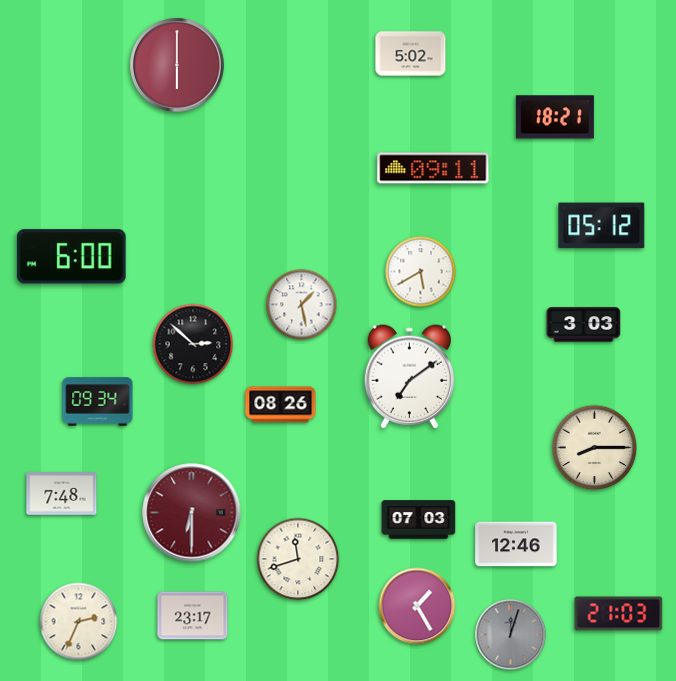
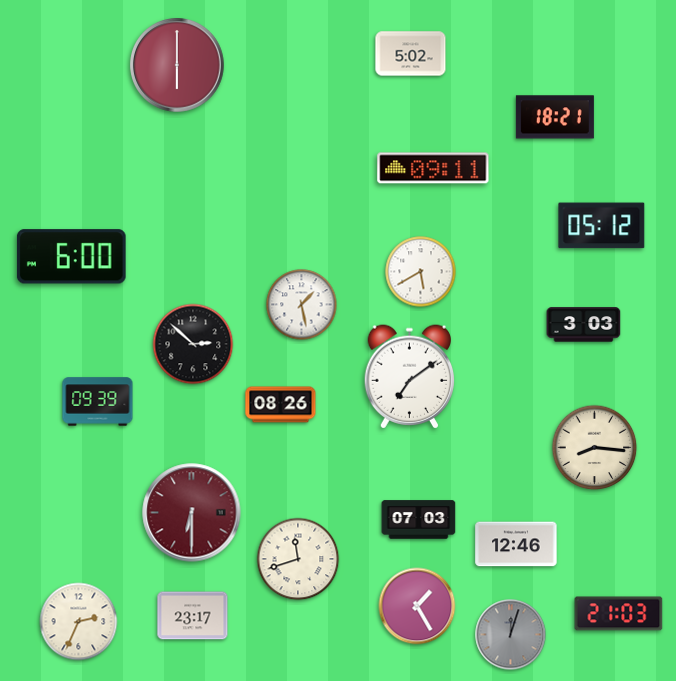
clock at (98, 402): 09:34 -> 09:39
clock at (595, 448): 8:15 -> 8:16
clock at (62, 494): 7:48 -> none
